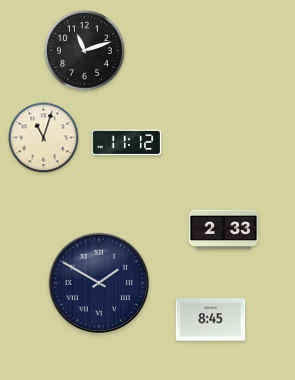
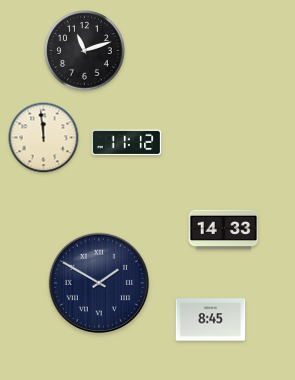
clock at (44, 138): 11:03 -> 11:59
clock at (224, 230): 2:33 -> 14:33
